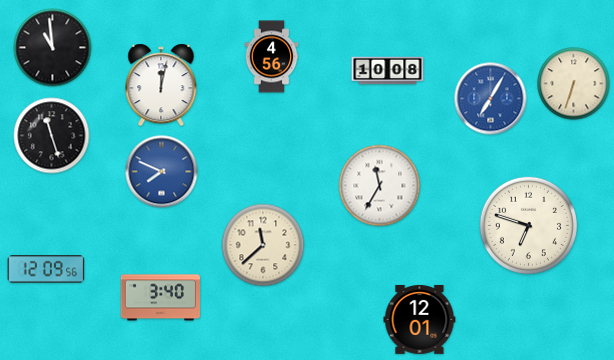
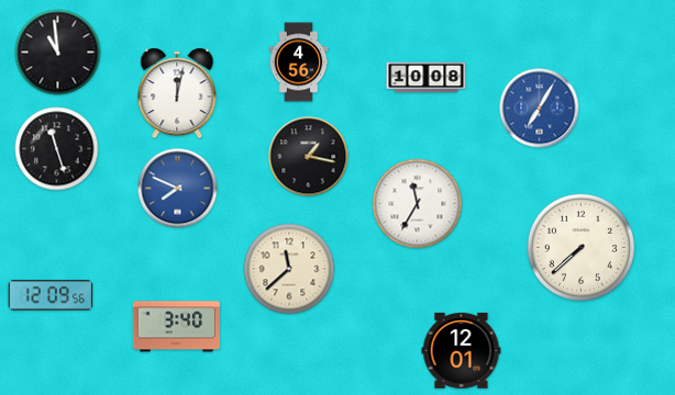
clock at (574, 84): 6:33 -> none
clock at (309, 157): none -> 1:17
clock at (528, 225): 6:48 -> 7:38
